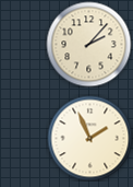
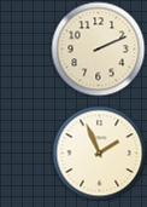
clock at (88, 44): 2:07 -> 2:11
